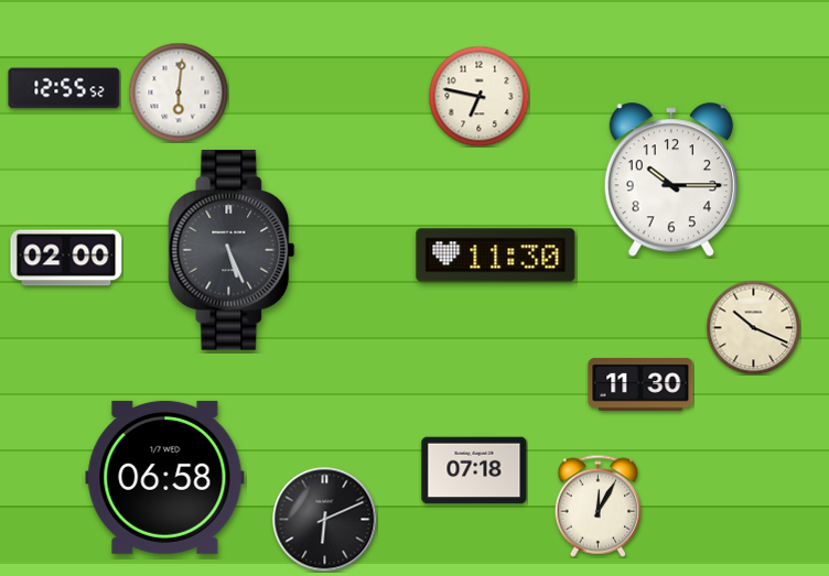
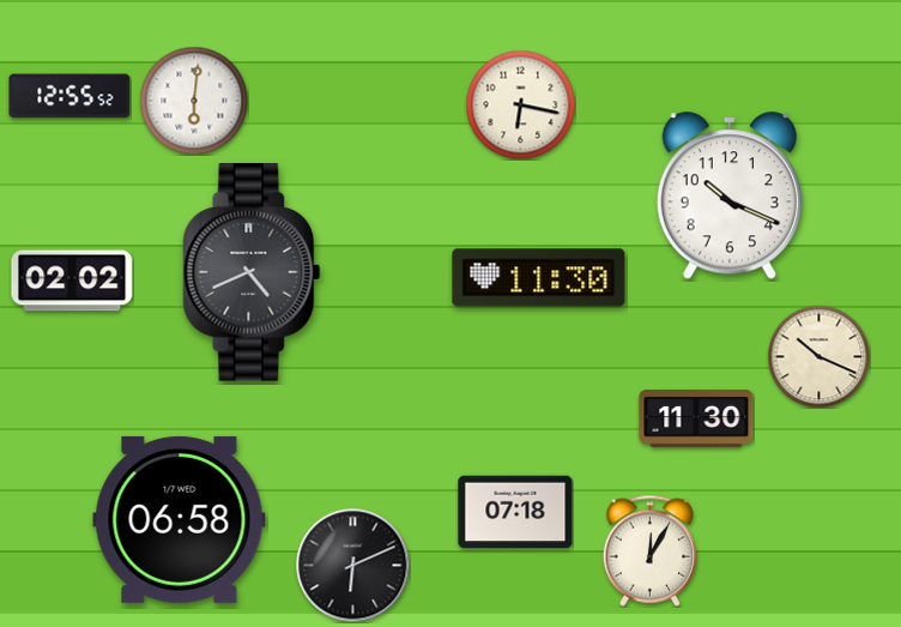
clock at (478, 96): 6:47 -> 6:17
clock at (671, 181): 10:15 -> 10:19
clock at (232, 250): 5:26 -> 4:41
clock at (66, 258): 02:00 -> 02:02
